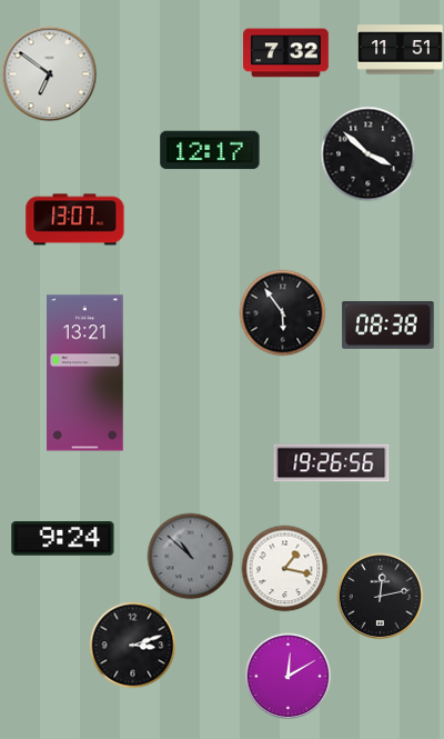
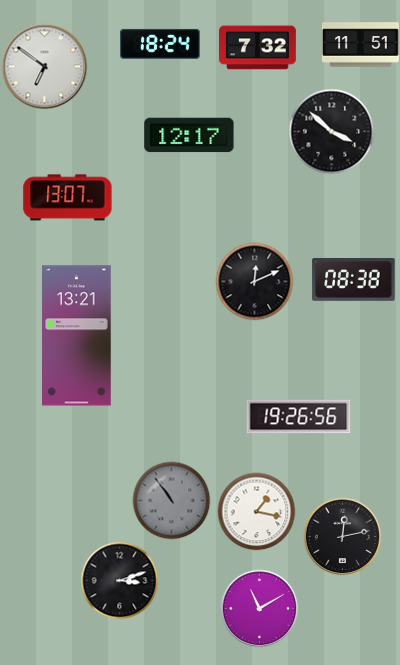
clock at (160, 44): none -> 18:24
clock at (367, 153) position: (367, 153) -> (331, 131)
clock at (282, 312): 5:54 -> 12:11
clock at (389, 326) position: (389, 326) -> (354, 280)
clock at (63, 539): 9:24 -> none
clock at (190, 556): 10:52 -> 10:54
clock at (287, 676): 12:10 -> 11:10
